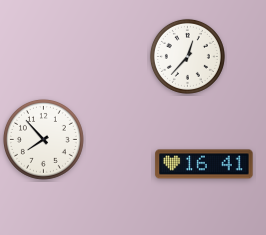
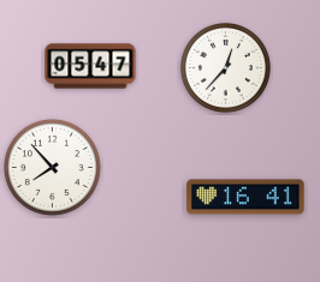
clock at (90, 66): none -> 05:47
